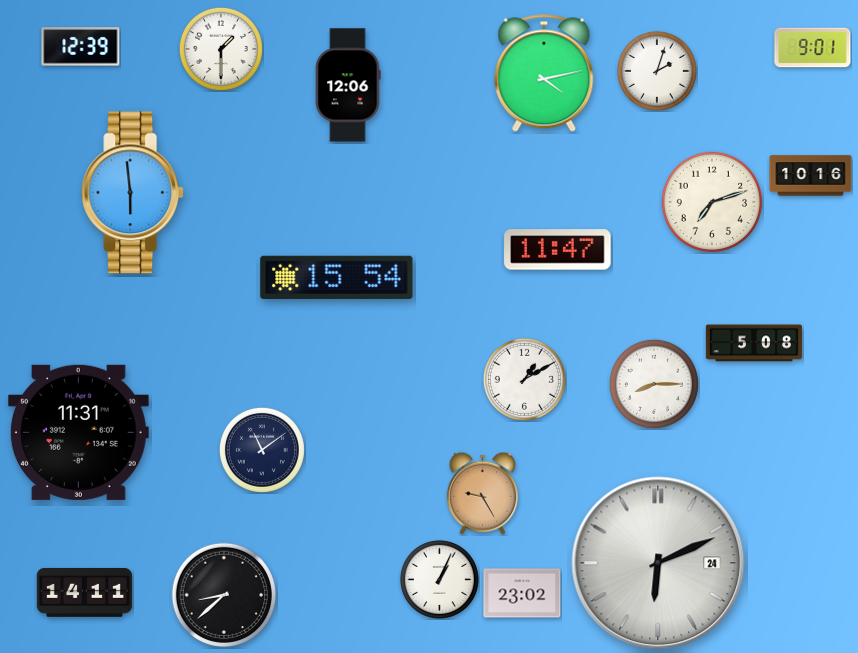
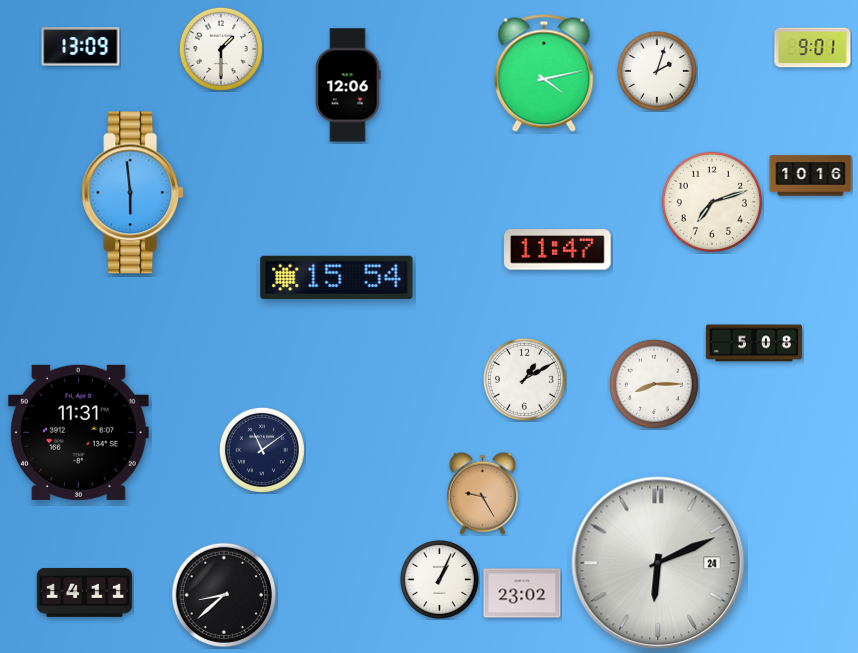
clock at (81, 47): 12:39 -> 13:09
